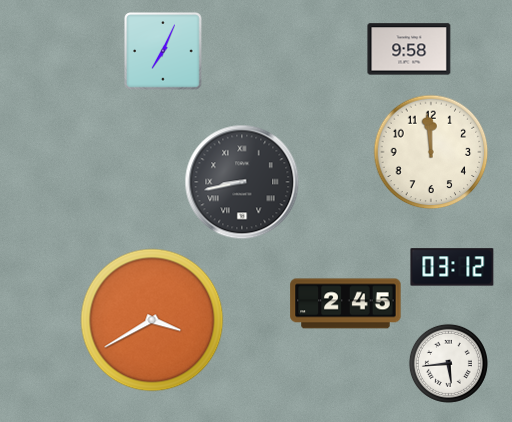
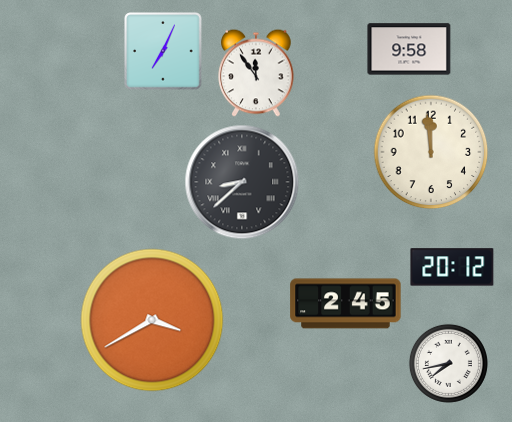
clock at (256, 73): none -> 11:54
clock at (242, 182): 8:43 -> 8:38
clock at (452, 267): 03:12 -> 20:12
clock at (448, 363): 5:44 -> 7:43
